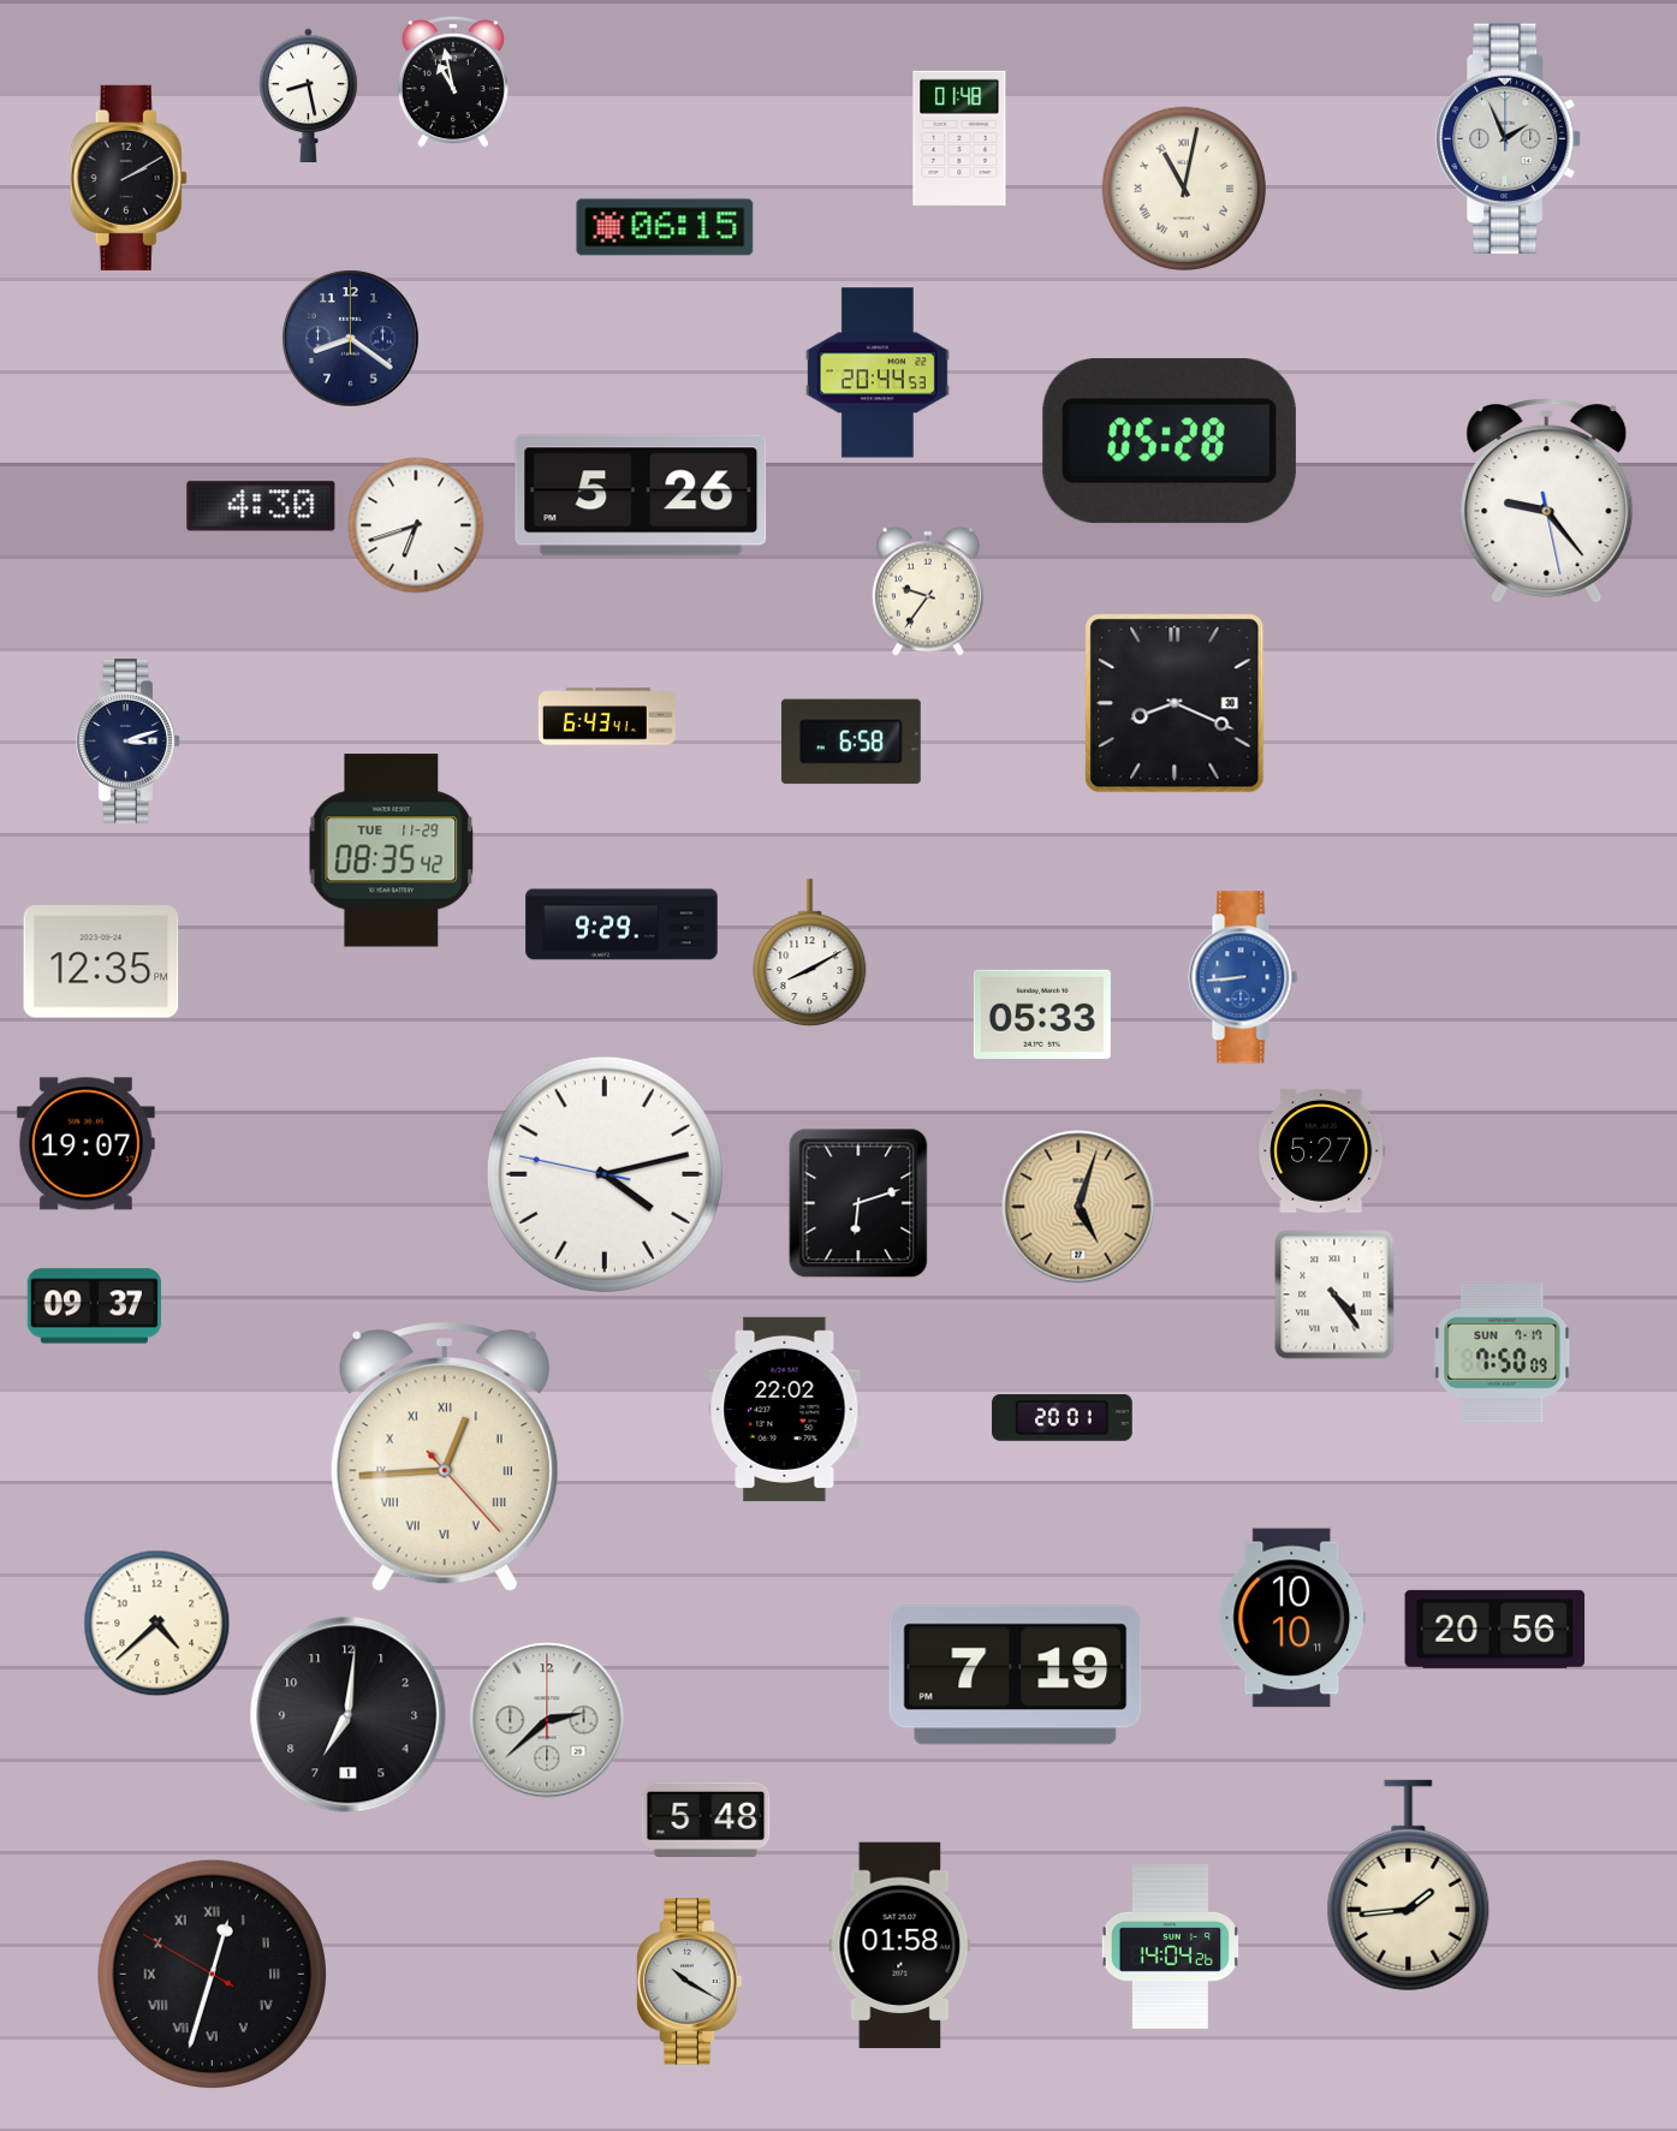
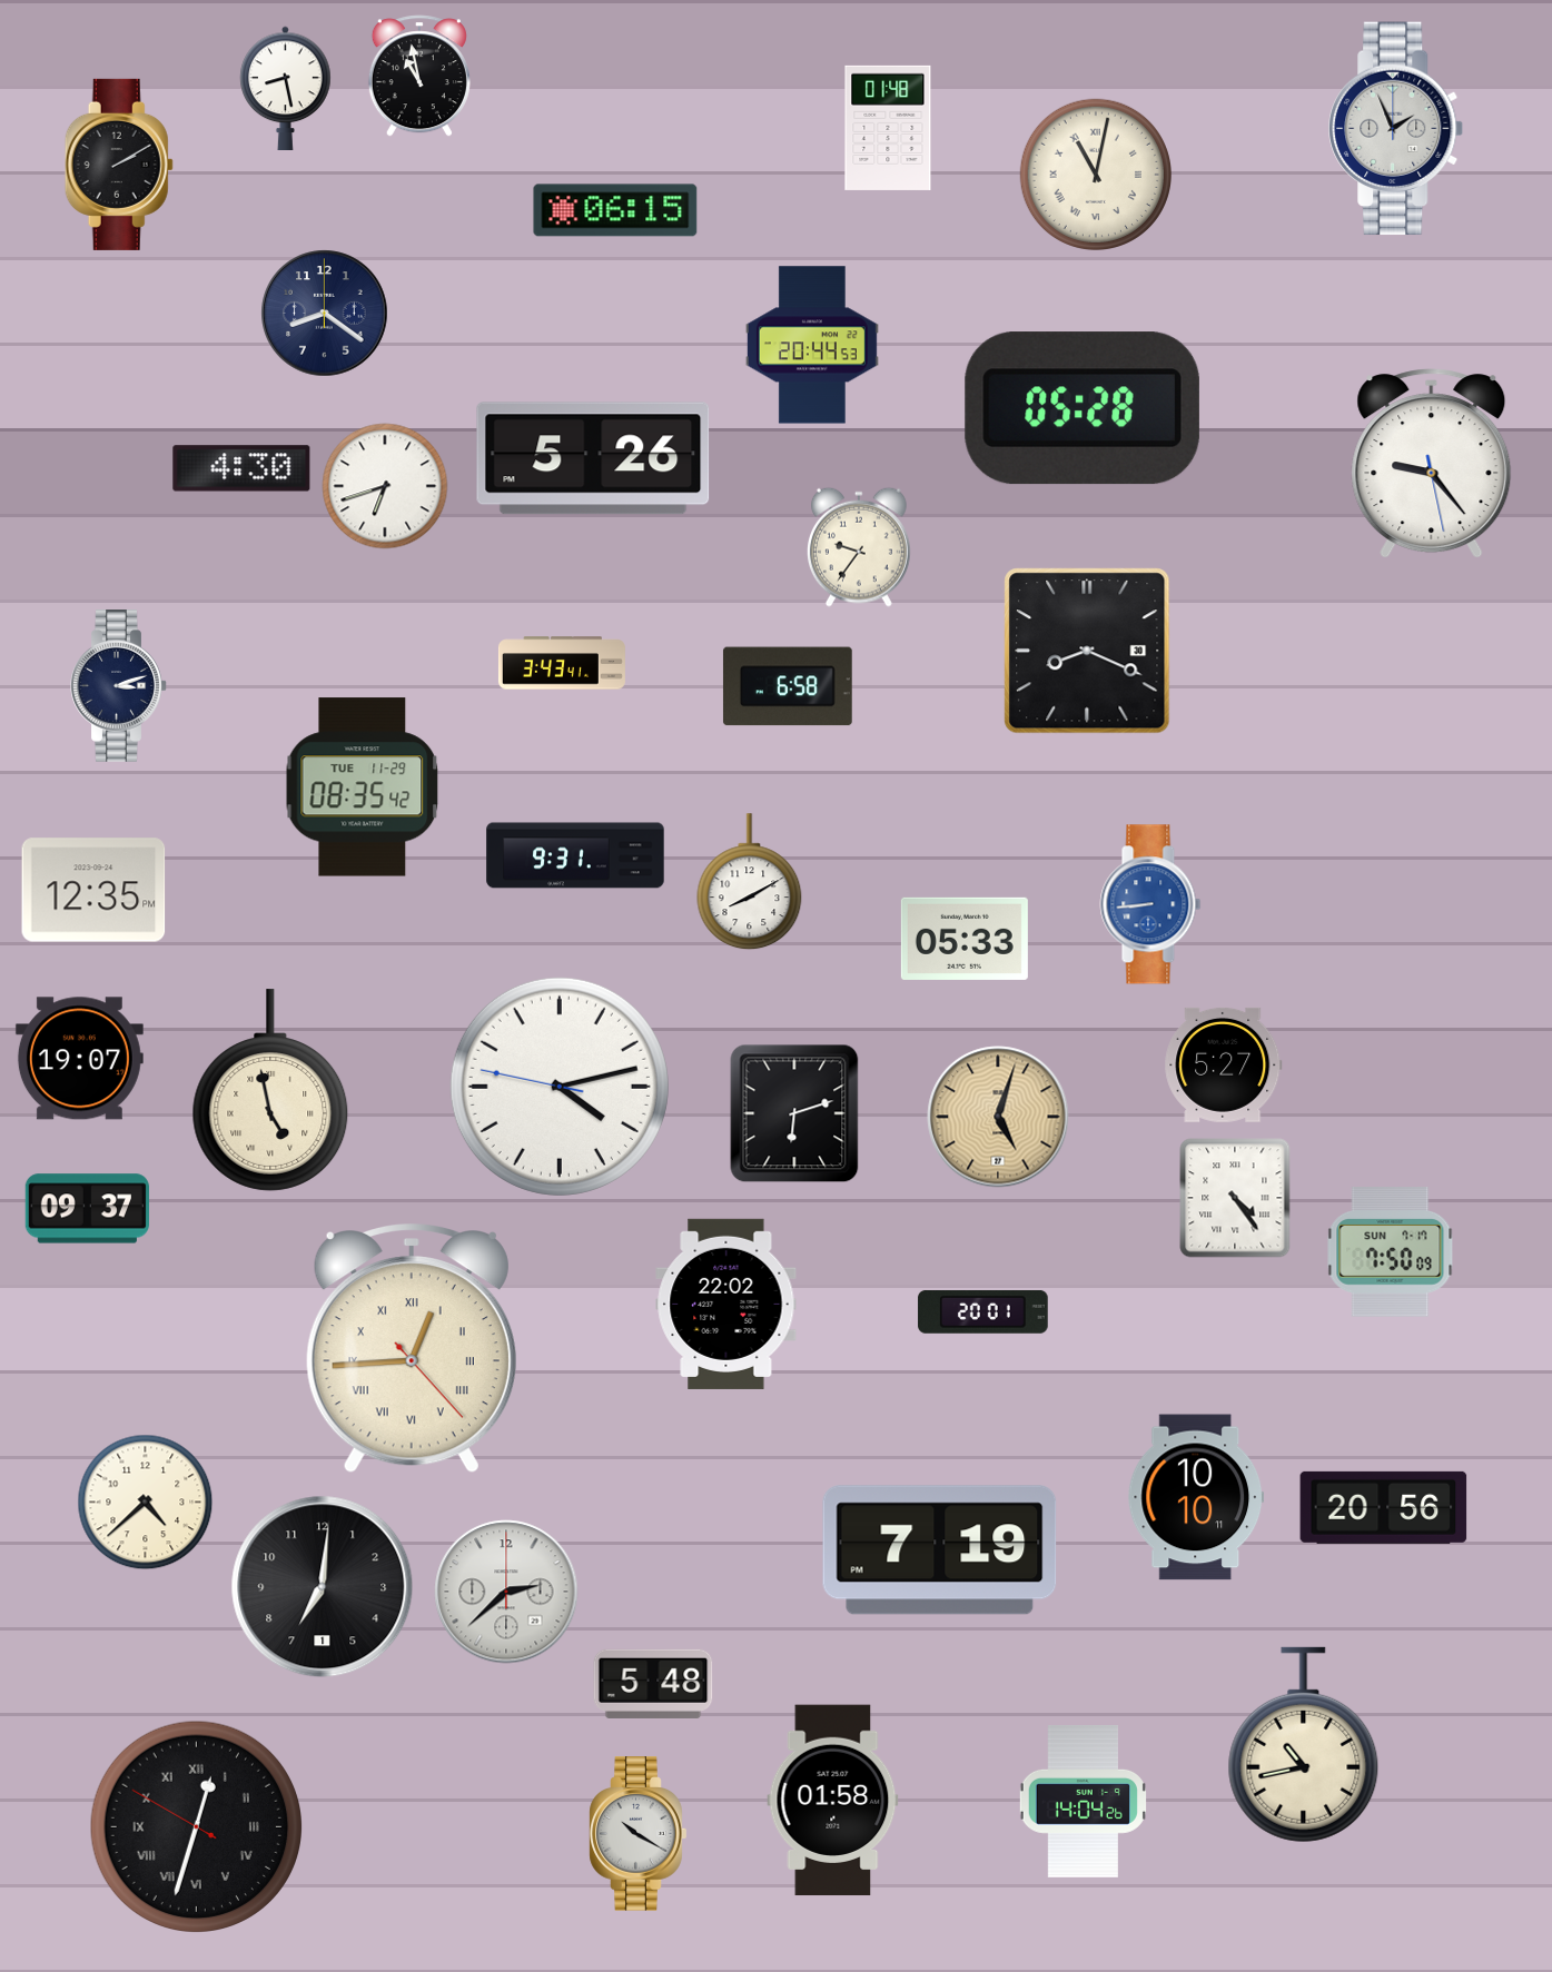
clock at (607, 716): 6:43 -> 3:43
clock at (622, 924): 9:29 -> 9:31
clock at (270, 1090): none -> 4:58
clock at (1409, 1886): 1:44 -> 10:43
